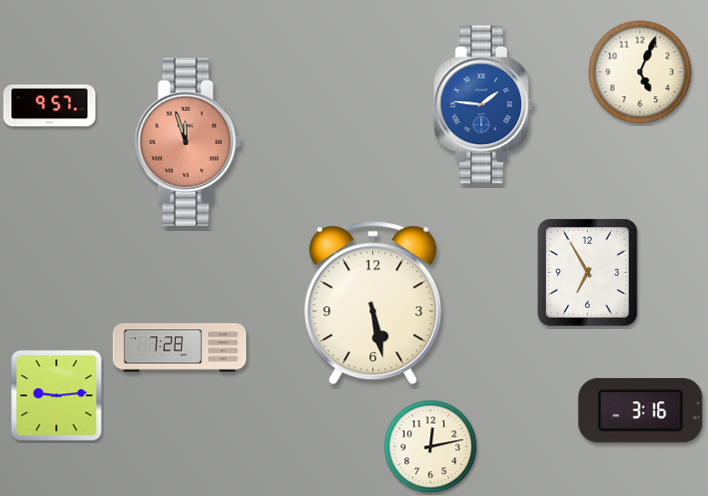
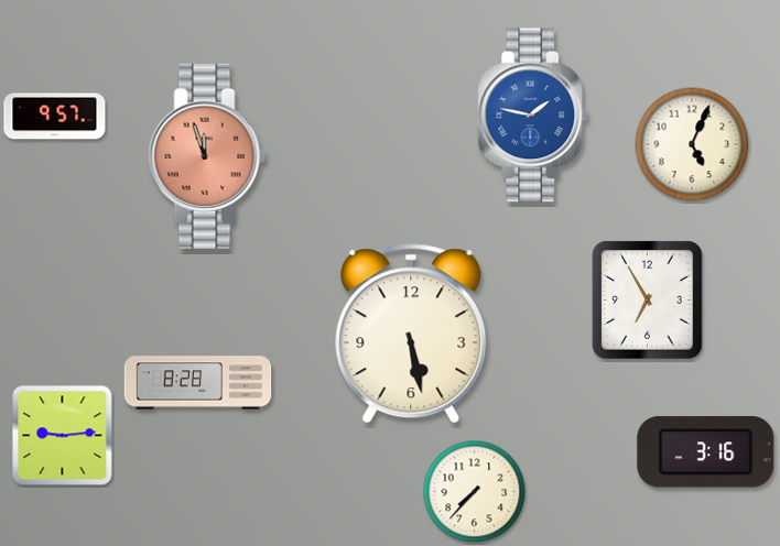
clock at (640, 72) position: (640, 72) -> (692, 144)
clock at (484, 105): 1:46 -> 1:47
clock at (180, 348): 7:28 -> 8:28
clock at (431, 447): 12:13 -> 7:37
